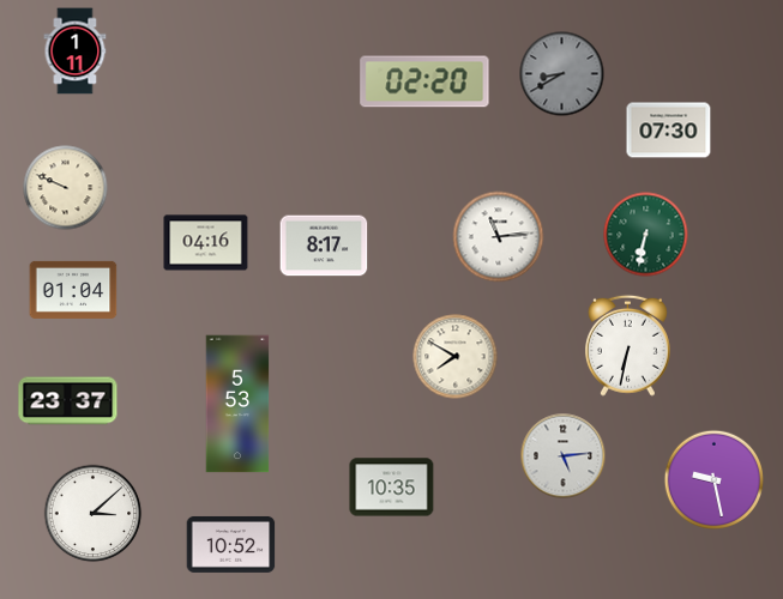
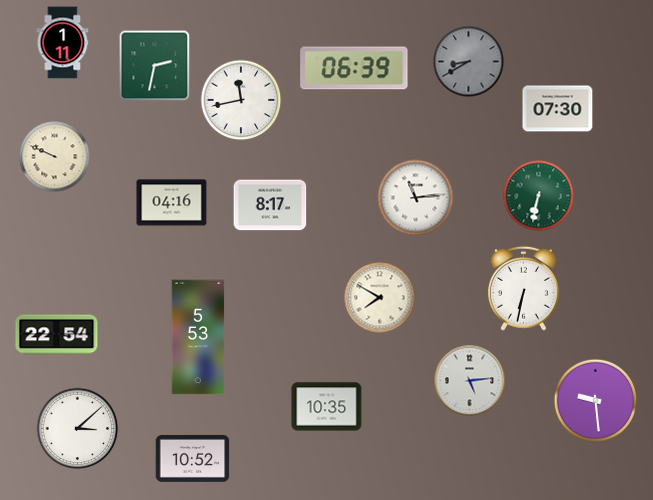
clock at (155, 66): none -> 2:32
clock at (424, 81): 02:20 -> 06:39
clock at (241, 100): none -> 11:43
clock at (73, 290): 01:04 -> none
clock at (68, 401): 23:37 -> 22:54
clock at (715, 480): 9:28 -> 9:29
clock at (231, 544) position: (231, 544) -> (193, 458)
